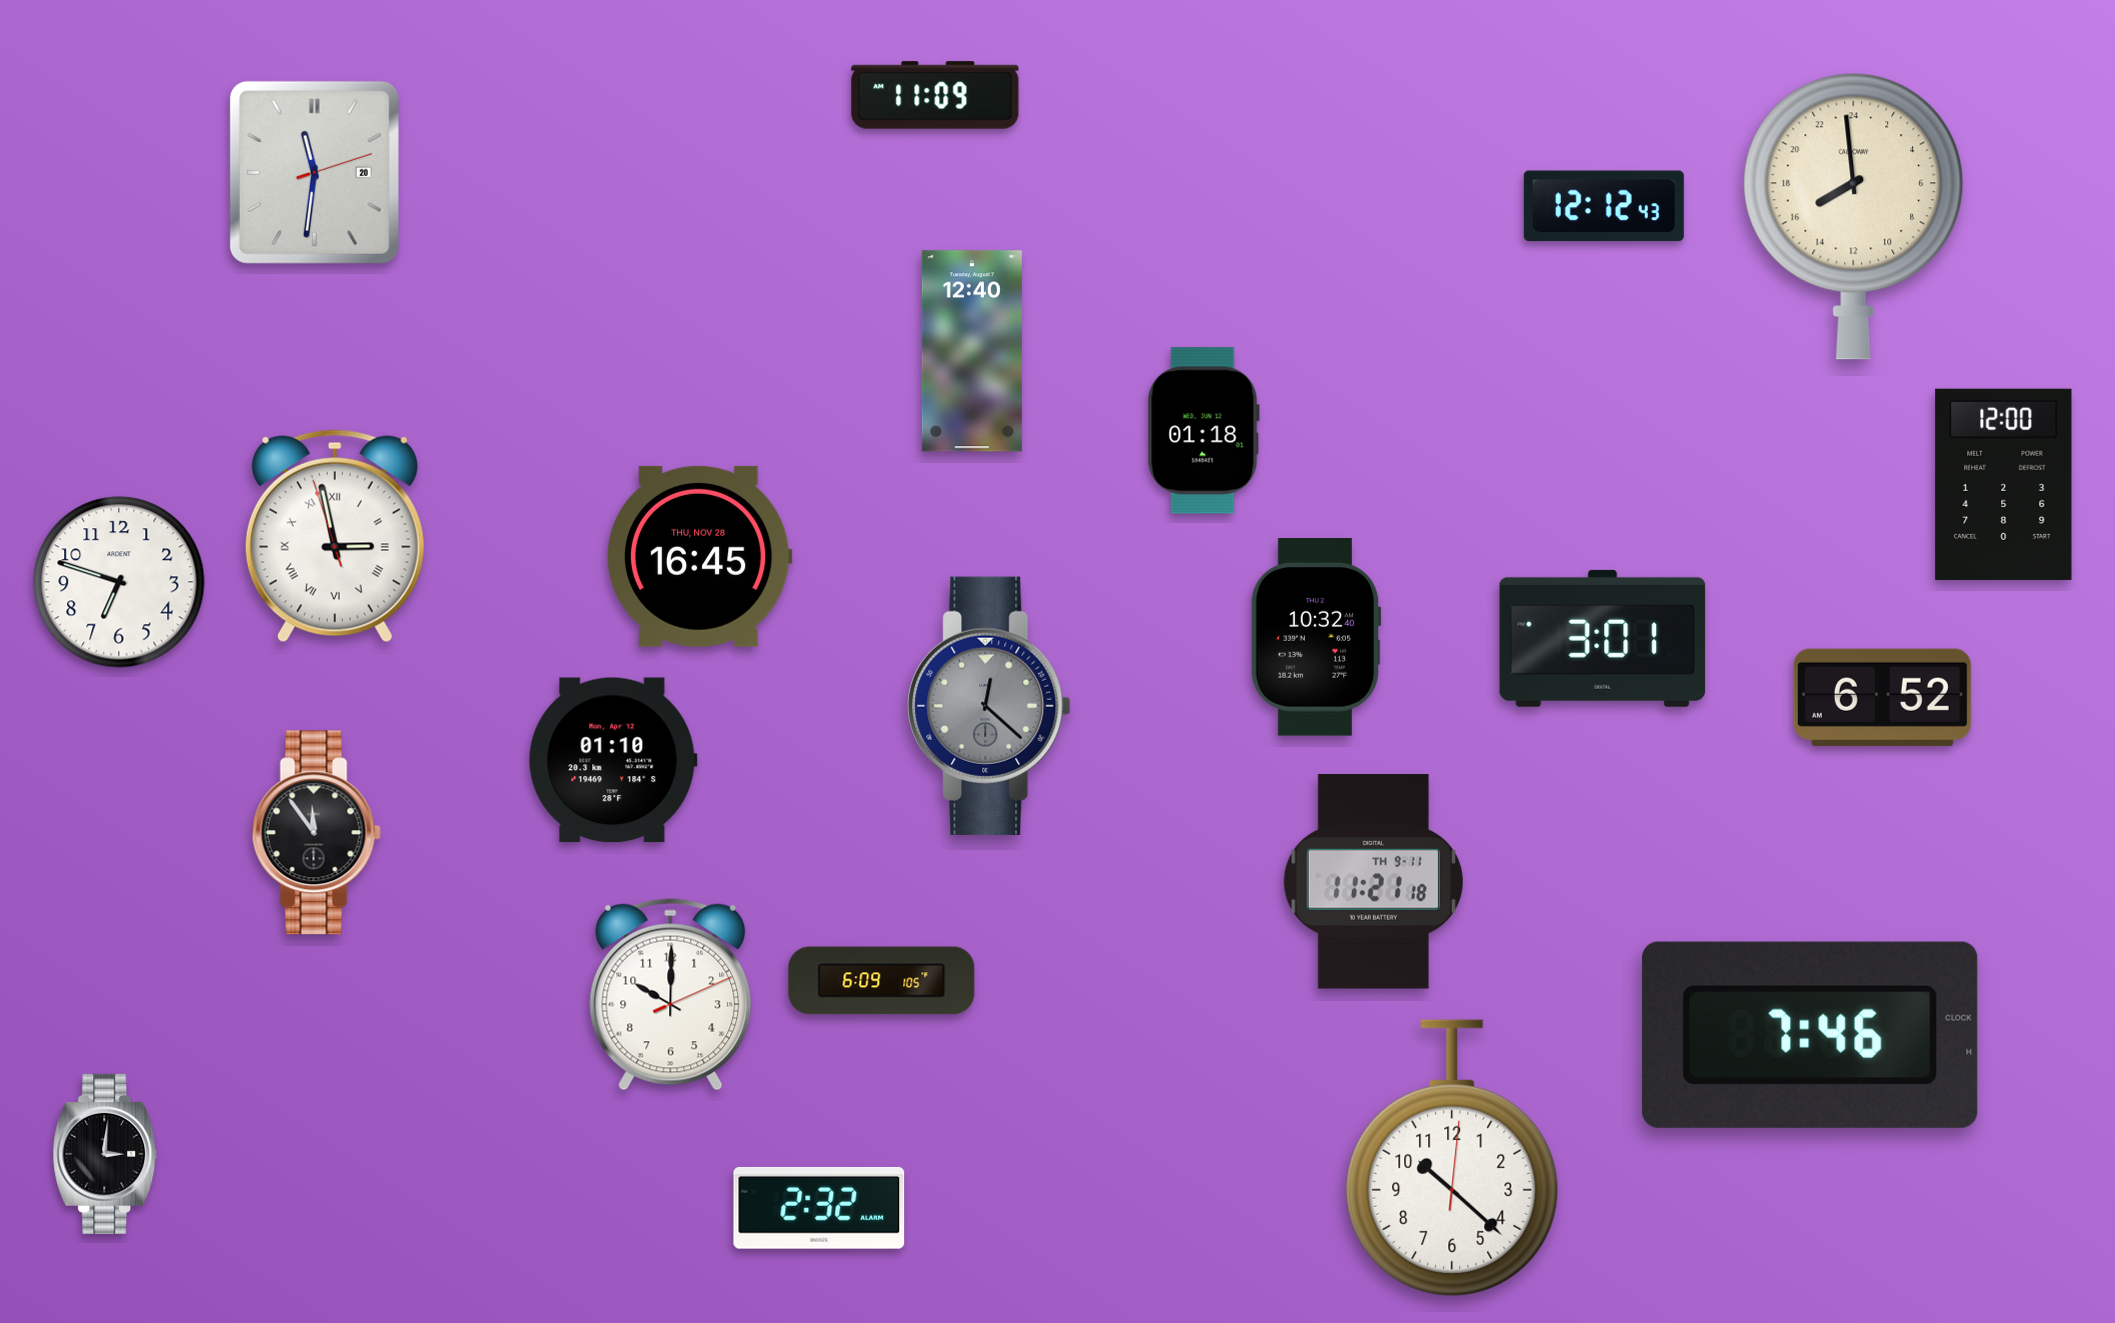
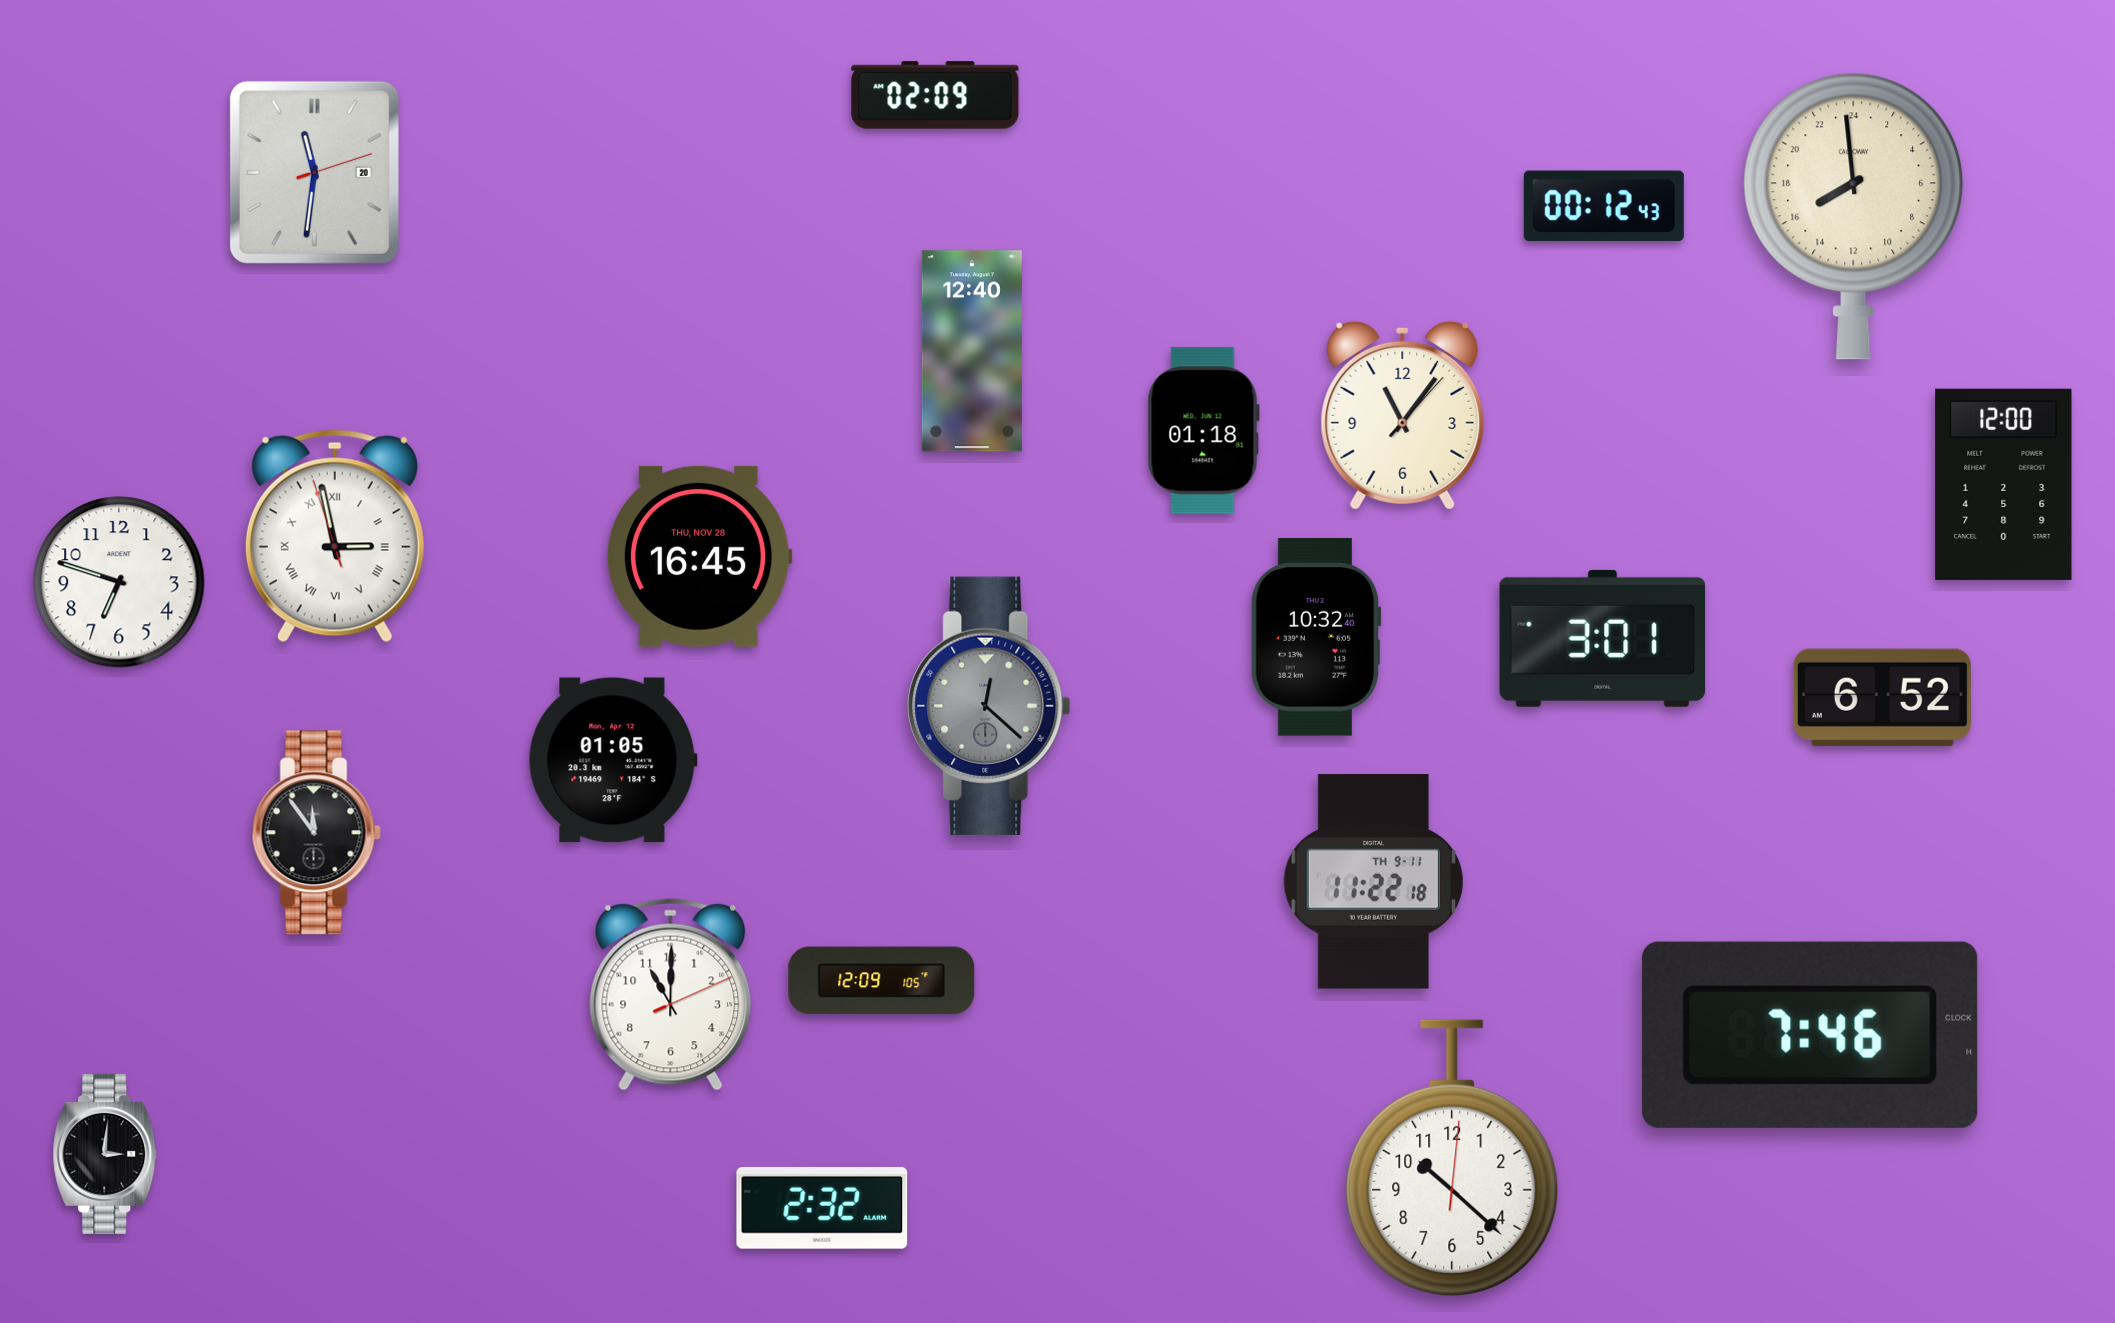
clock at (935, 95): 11:09 -> 02:09
clock at (1604, 206): 12:12 -> 00:12
clock at (1403, 415): none -> 11:06
clock at (613, 760): 01:10 -> 01:05
clock at (1373, 882): 11:21 -> 11:22
clock at (882, 981): 6:09 -> 12:09
clock at (671, 994): 10:00 -> 11:00
clock at (819, 1208) position: (819, 1208) -> (822, 1208)
